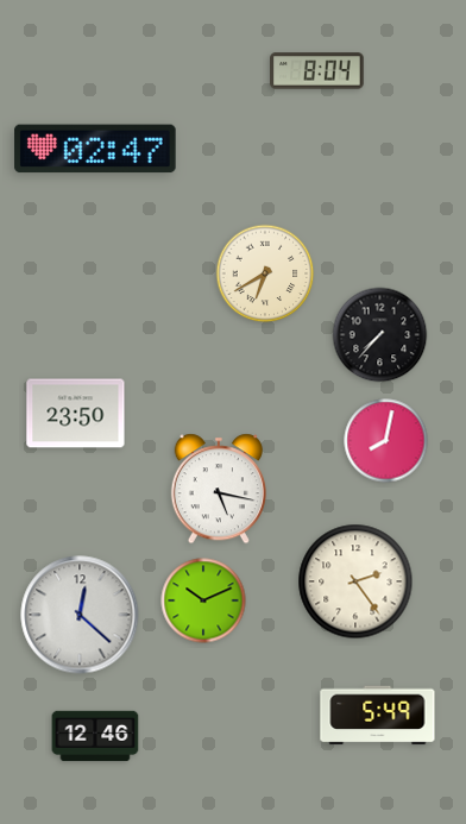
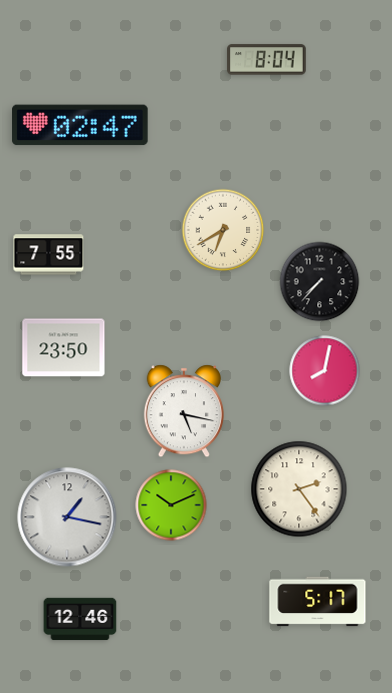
clock at (49, 255): none -> 7:55
clock at (80, 615): 12:22 -> 1:17
clock at (378, 716): 5:49 -> 5:17
